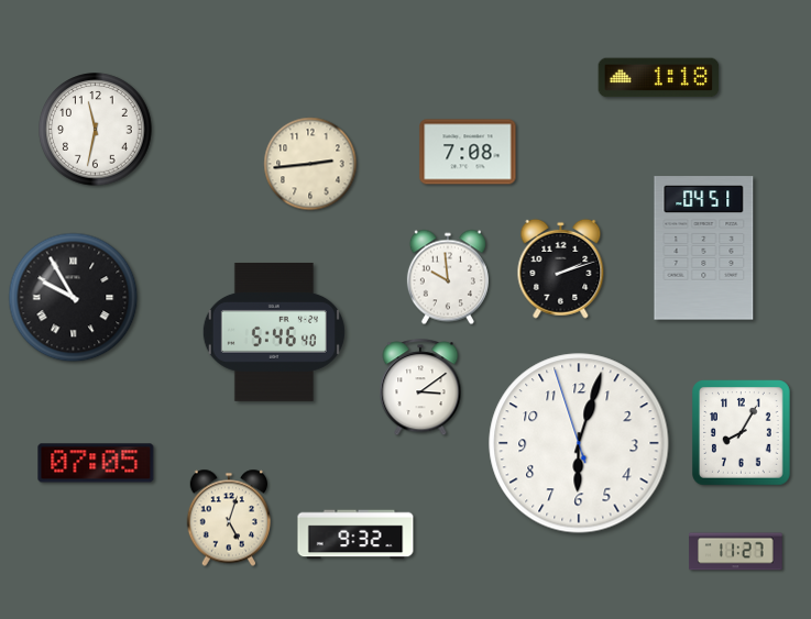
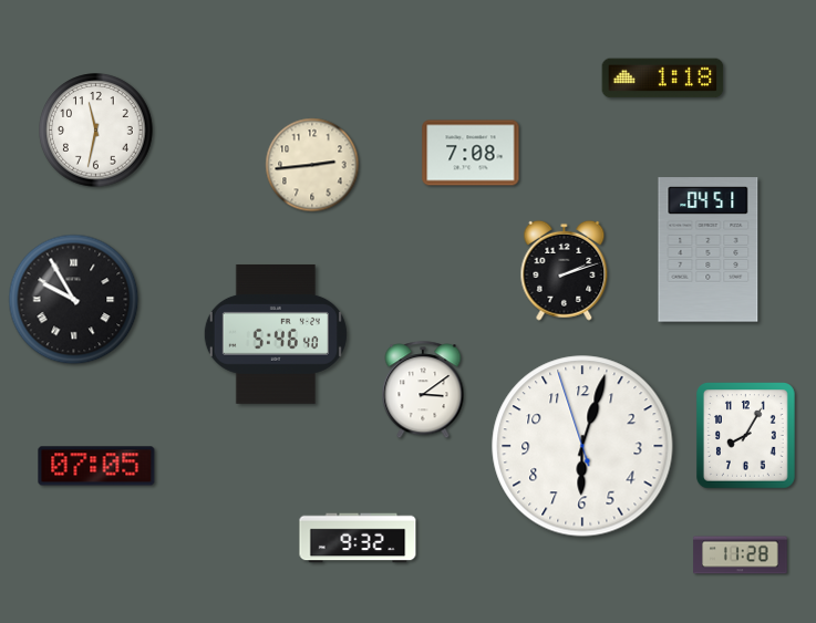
clock at (448, 277): 9:59 -> none
clock at (229, 518): 5:03 -> none
clock at (736, 552): 11:27 -> 11:28
